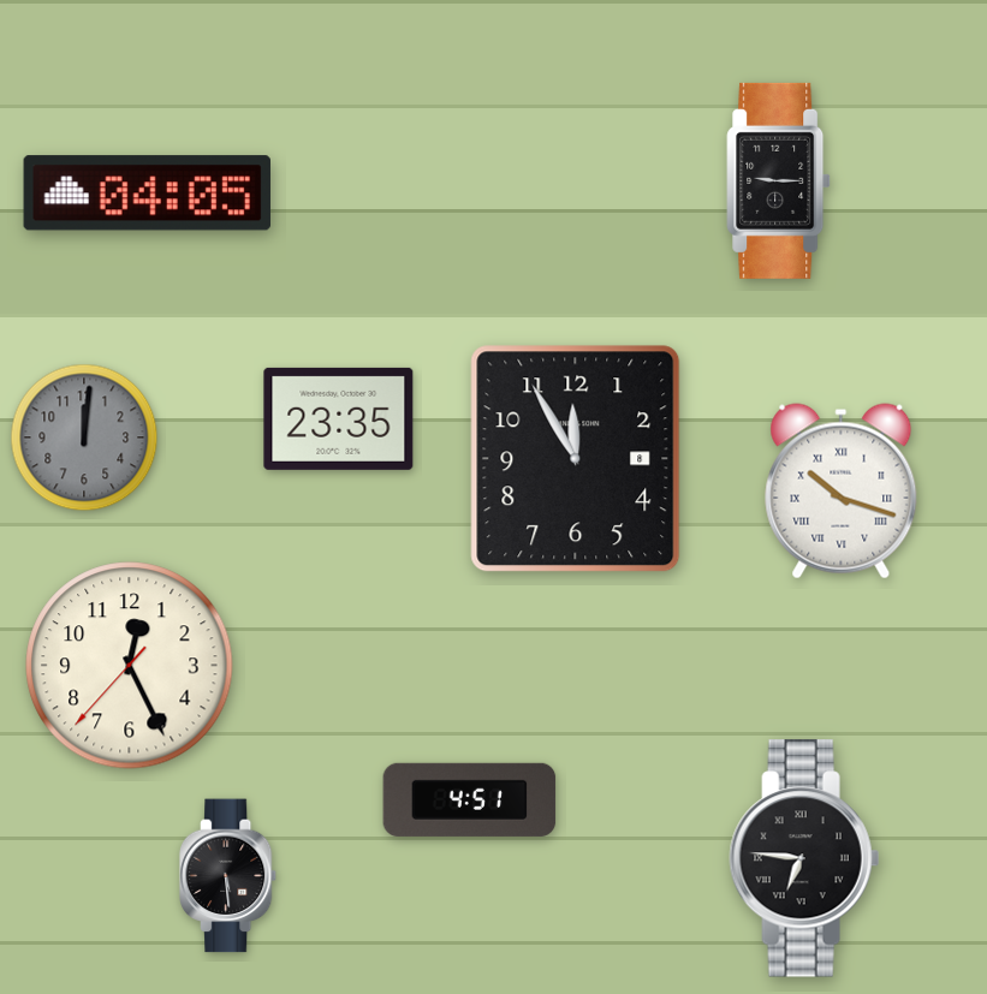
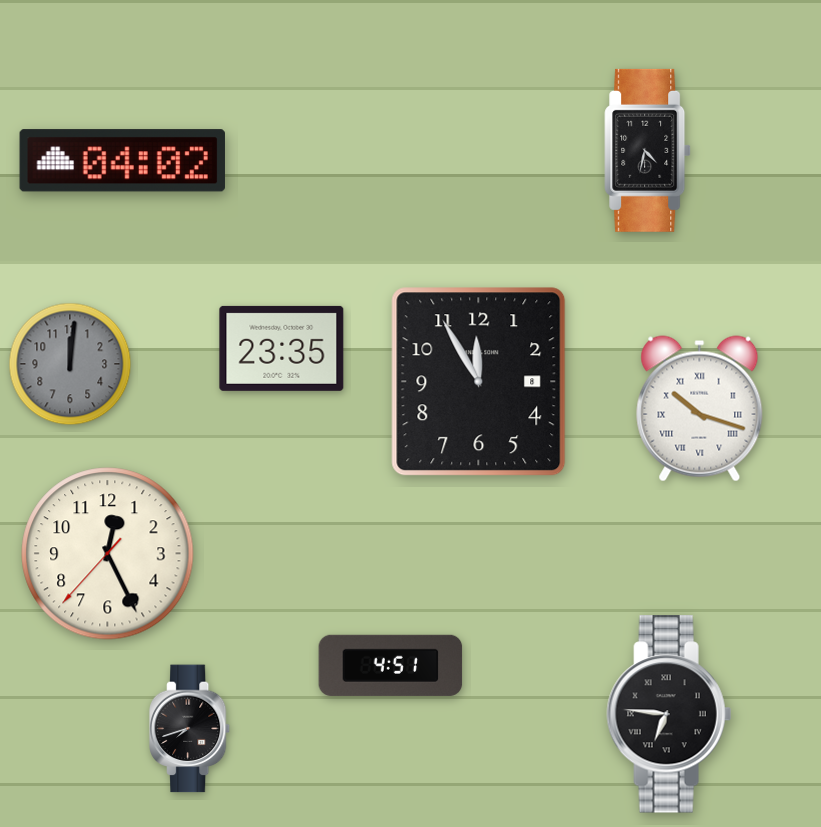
clock at (779, 180): 9:15 -> 4:32
clock at (147, 194): 04:05 -> 04:02
clock at (228, 876): 5:29 -> 7:42
